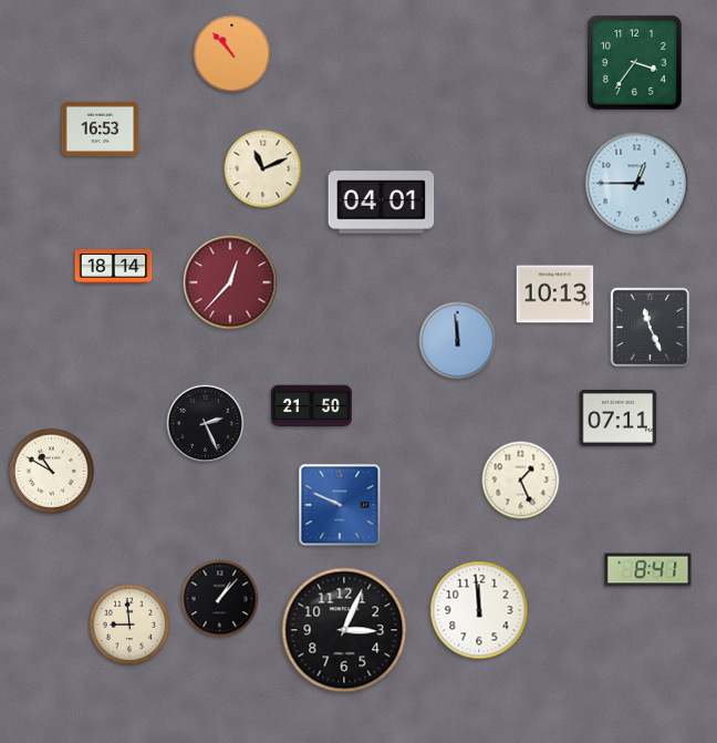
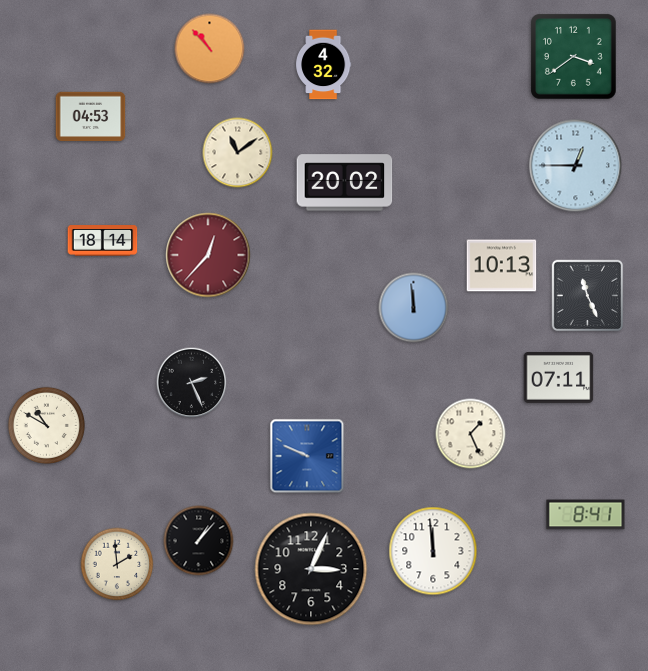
clock at (634, 62): 3:36 -> 3:39
clock at (324, 65): none -> 4:32
clock at (101, 130): 16:53 -> 04:53
clock at (263, 169): 11:11 -> 11:09
clock at (382, 203): 04:01 -> 20:02
clock at (311, 406): 21:50 -> none
clock at (206, 424) position: (206, 424) -> (192, 383)
clock at (129, 625): 8:59 -> 1:59
